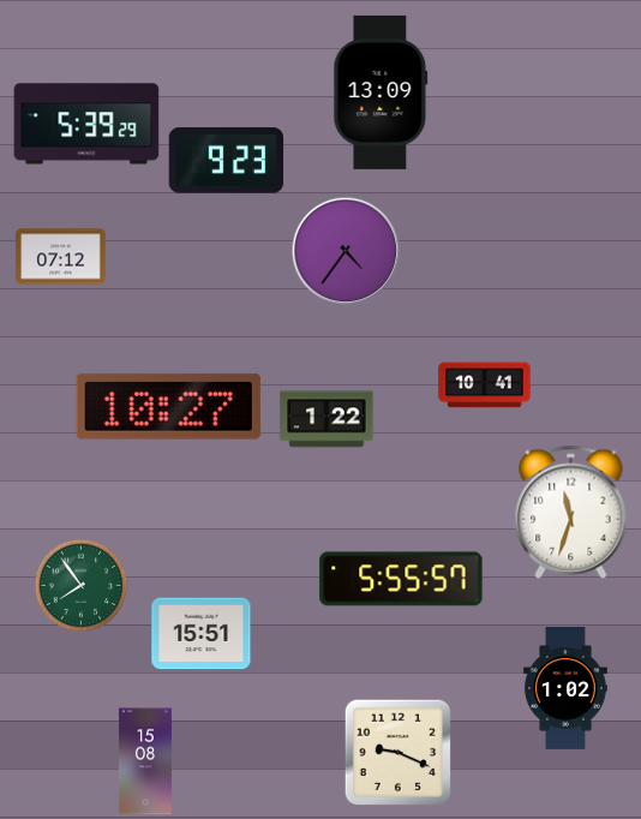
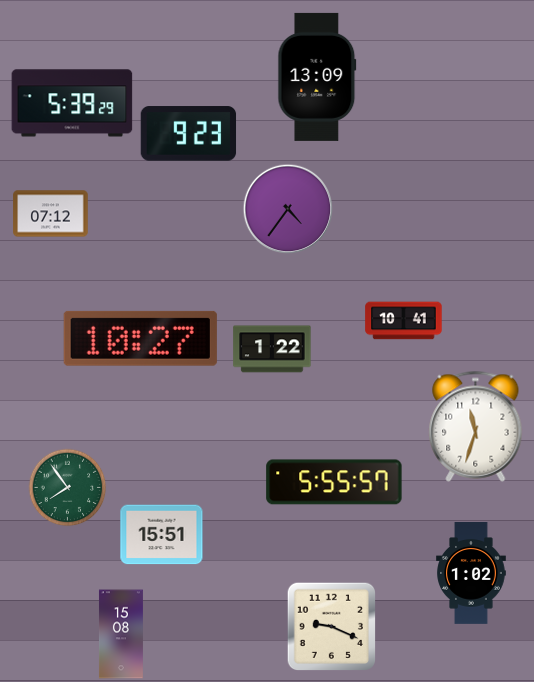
clock at (202, 634) position: (202, 634) -> (162, 535)
